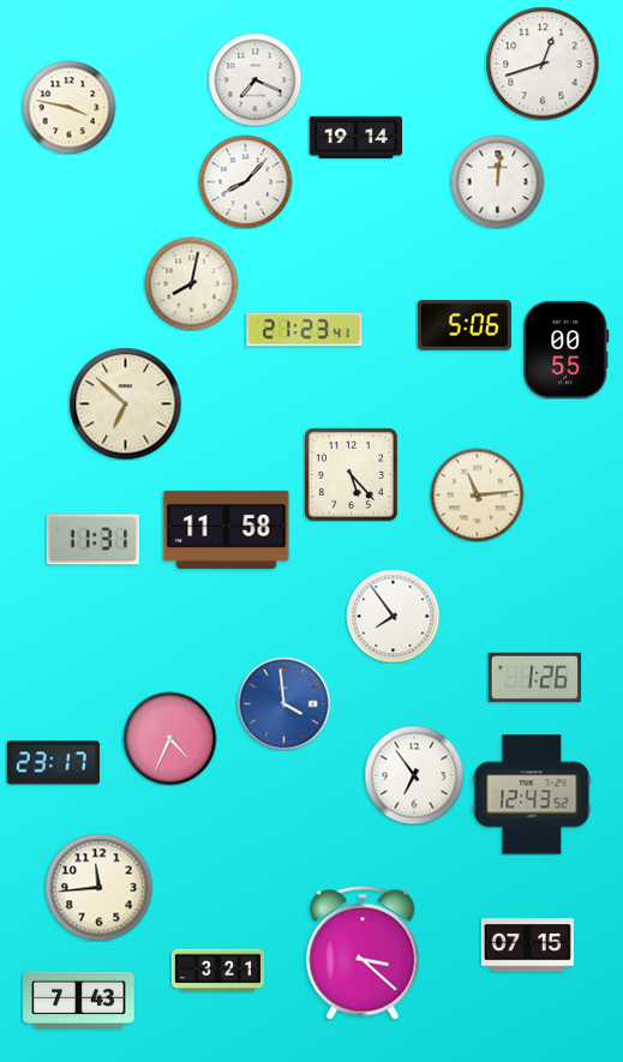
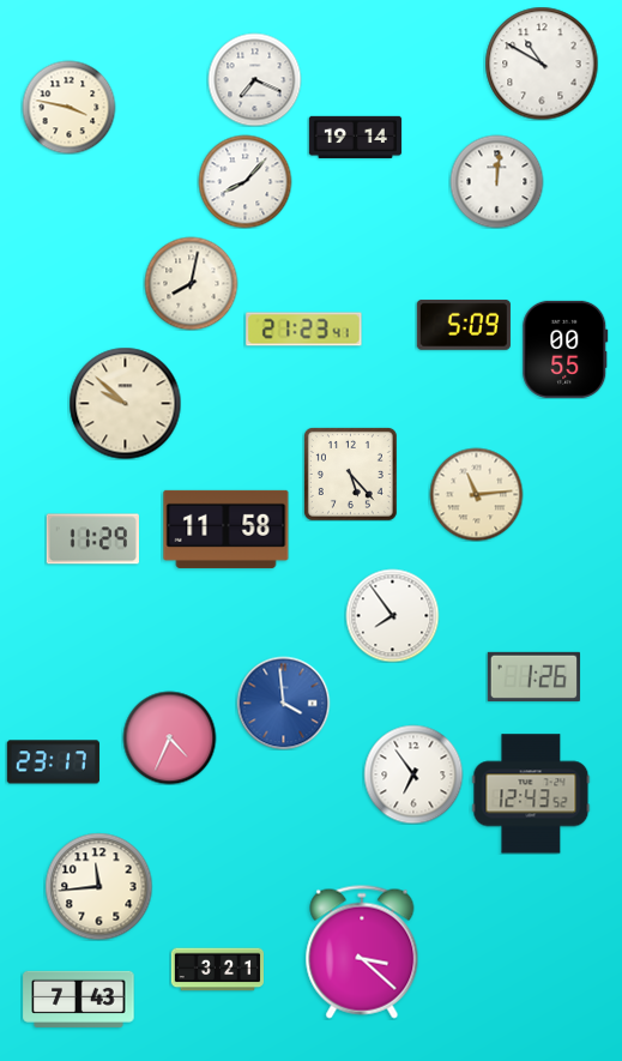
clock at (543, 64): 12:42 -> 10:50
clock at (465, 325): 5:06 -> 5:09
clock at (125, 403): 6:52 -> 9:52
clock at (92, 540): 11:31 -> 11:29
clock at (527, 946): 07:15 -> none
